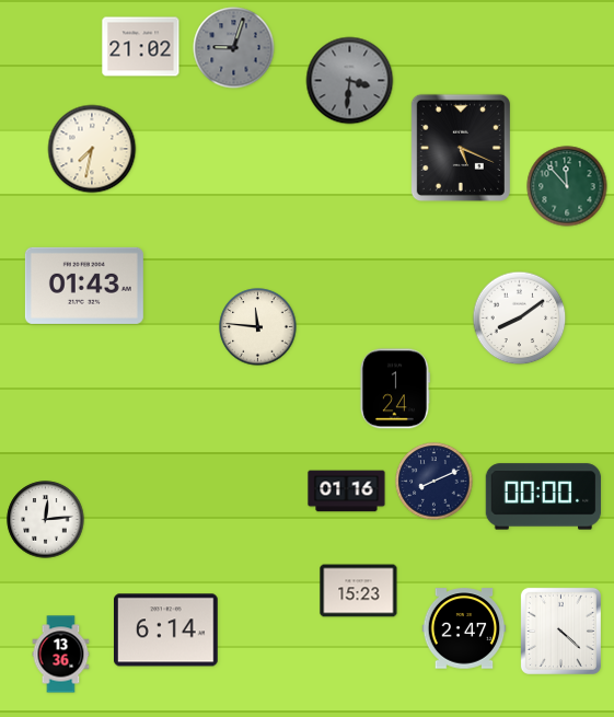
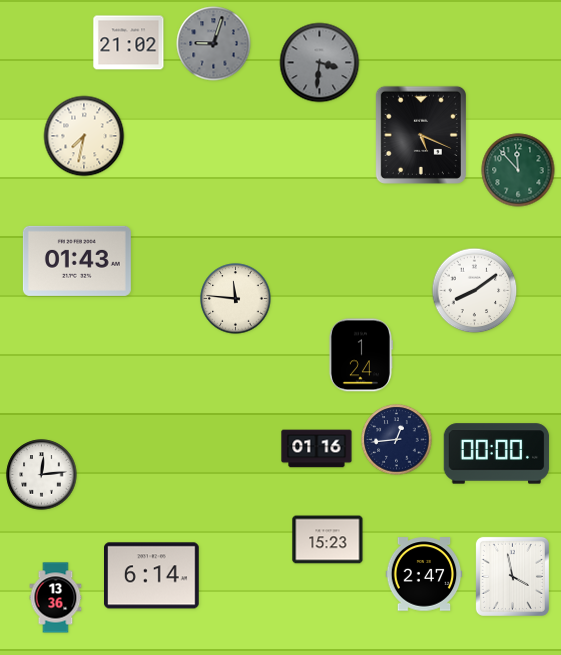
clock at (350, 81) position: (350, 81) -> (320, 63)
clock at (435, 482): 8:11 -> 12:44
clock at (560, 631): 4:22 -> 3:58
